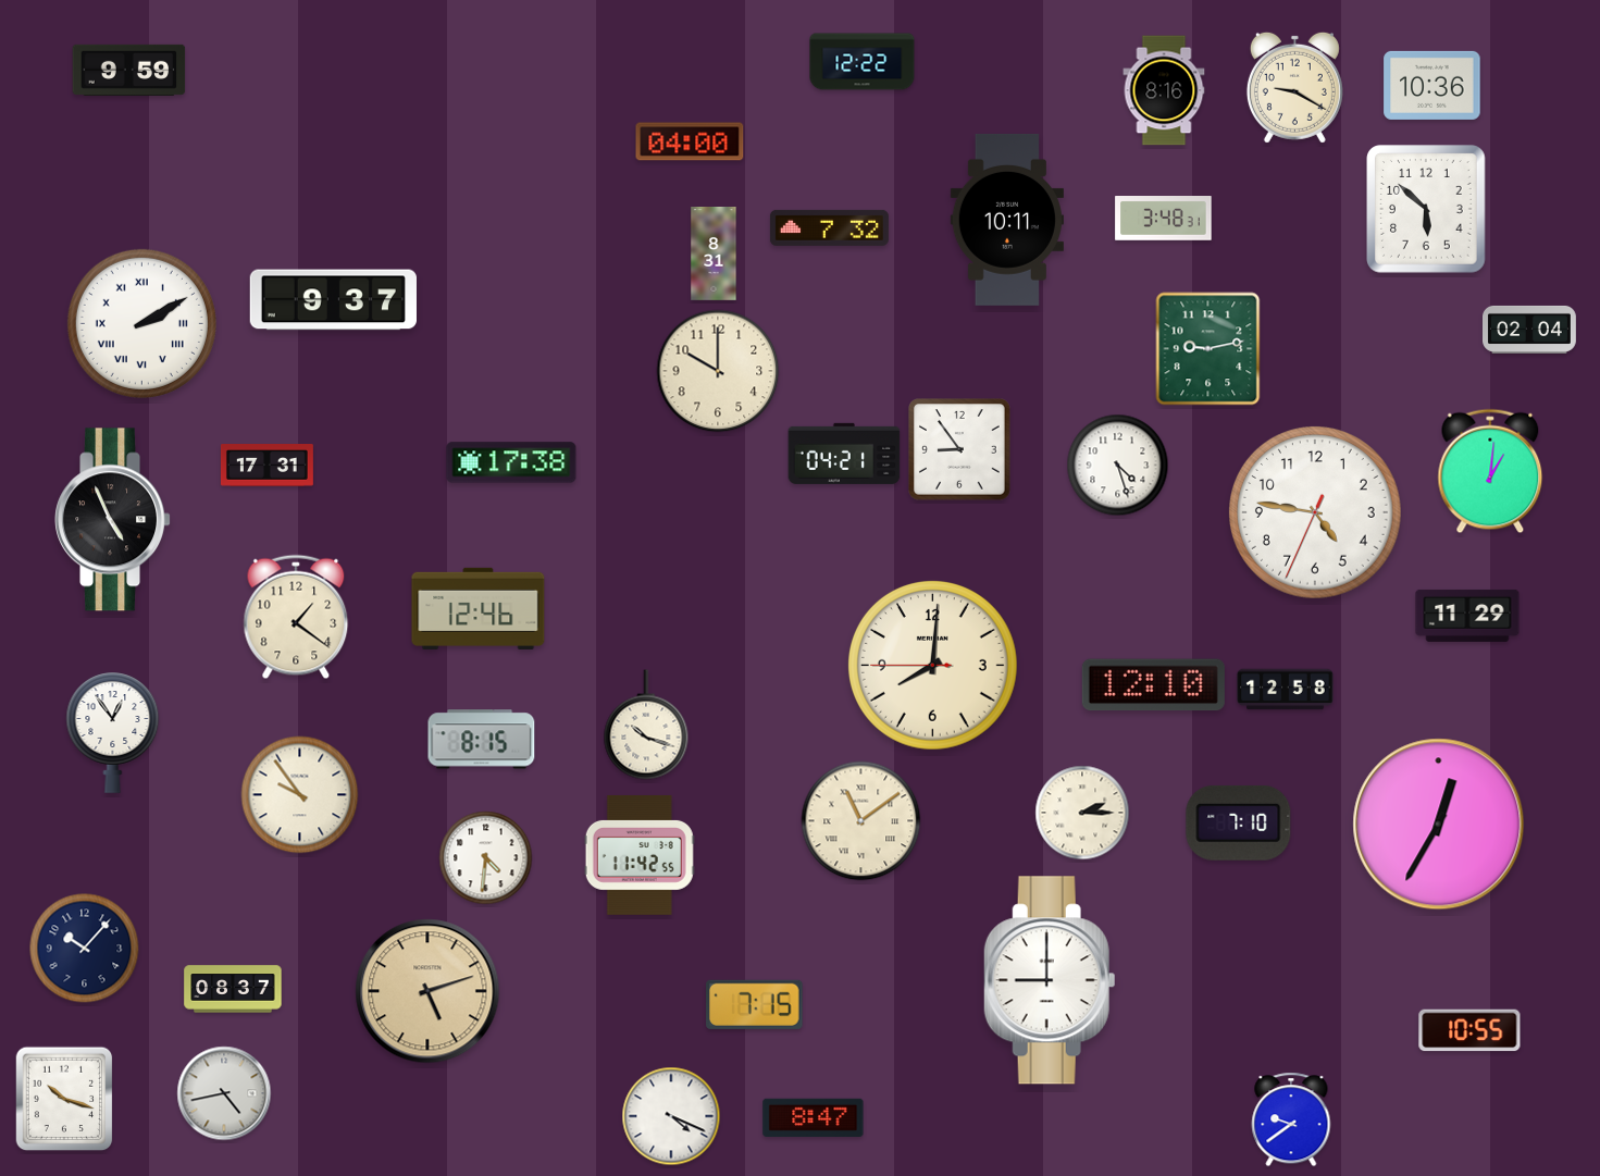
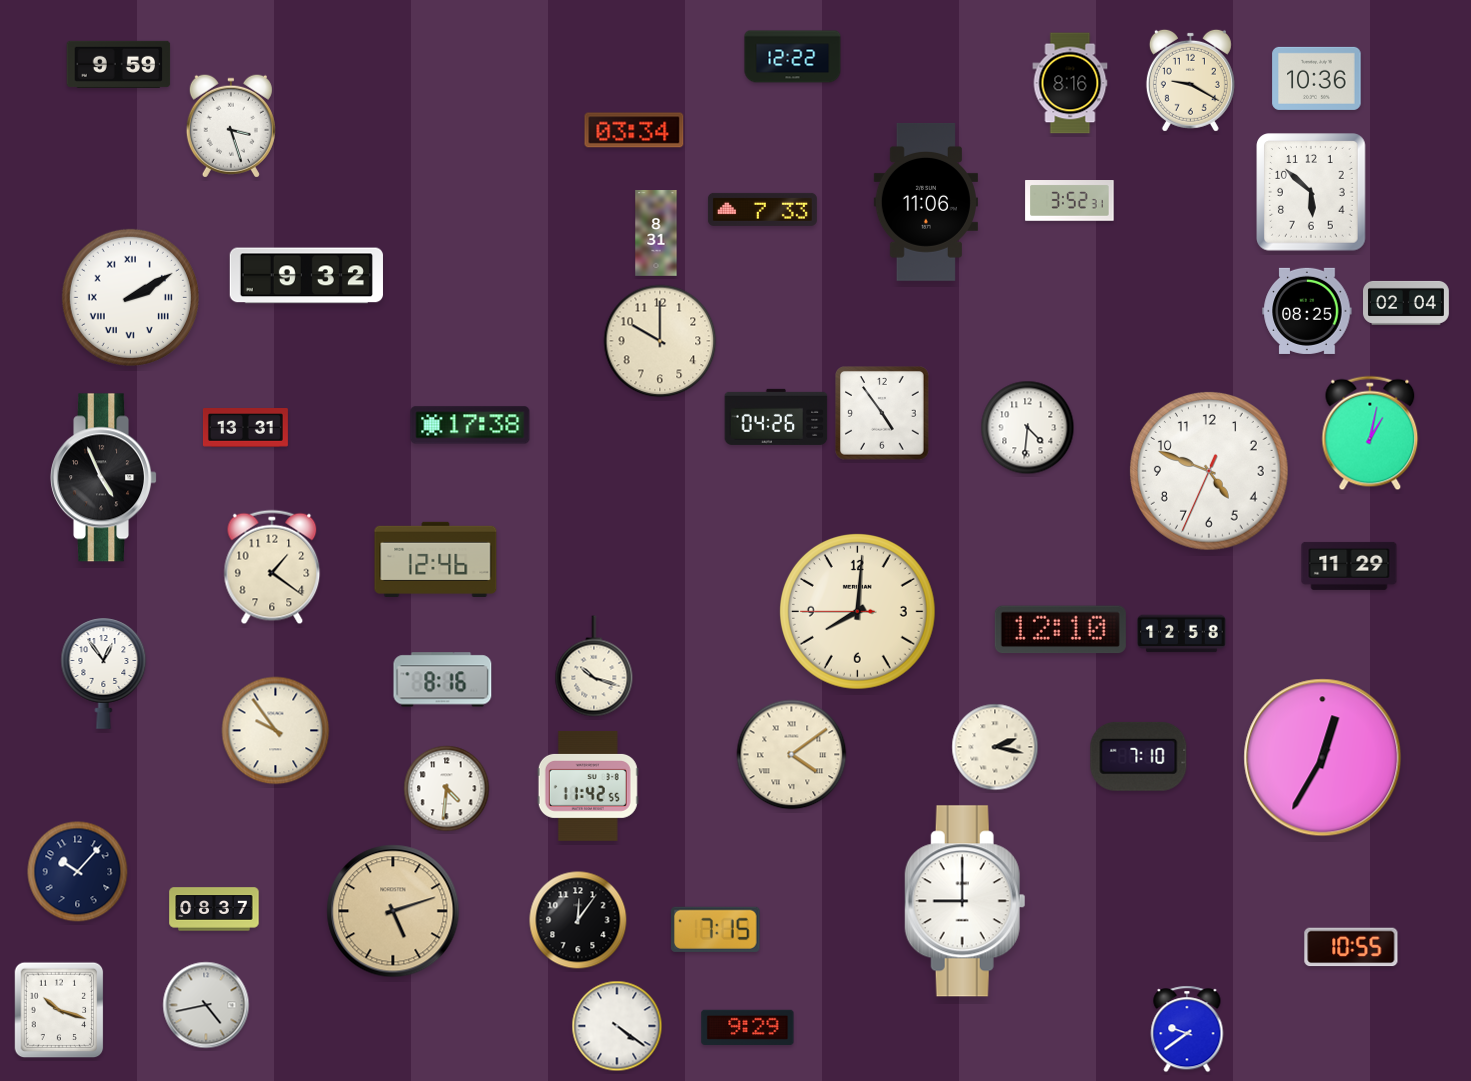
clock at (231, 126): none -> 3:27
clock at (690, 141): 04:00 -> 03:34
clock at (1164, 219): 3:48 -> 3:52
clock at (1007, 220): 10:11 -> 11:06
clock at (829, 227): 7:32 -> 7:33
clock at (333, 300): 9:37 -> 9:32
clock at (1307, 311): none -> 08:25
clock at (1208, 349): 9:13 -> none
clock at (960, 450): 8:54 -> 4:54
clock at (844, 454): 04:21 -> 04:26
clock at (266, 466): 17:31 -> 13:31
clock at (1118, 466): 4:27 -> 4:31
clock at (1490, 471): 1:01 -> 1:02
clock at (1316, 513): 4:46 -> 4:48
clock at (479, 608) position: (479, 608) -> (436, 559)
clock at (482, 740): 8:15 -> 8:16
clock at (1082, 813): 2:15 -> 2:17
clock at (861, 821): 11:09 -> 4:09
clock at (578, 920): none -> 12:06
clock at (755, 1004) position: (755, 1004) -> (716, 929)
clock at (671, 1116): 4:19 -> 4:21
clock at (814, 1117): 8:47 -> 9:29
